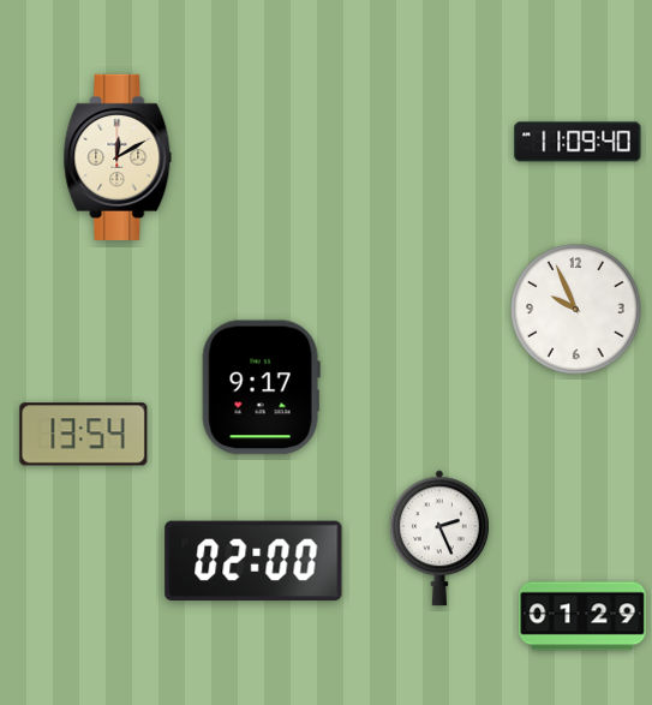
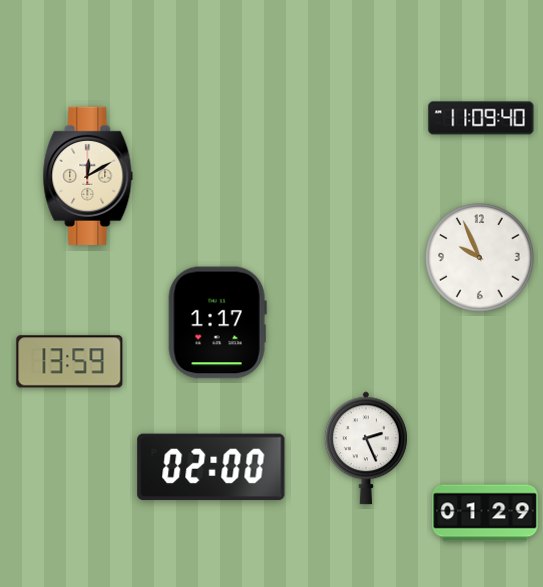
clock at (118, 157) position: (118, 157) -> (88, 176)
clock at (261, 388): 9:17 -> 1:17
clock at (84, 435): 13:54 -> 13:59
